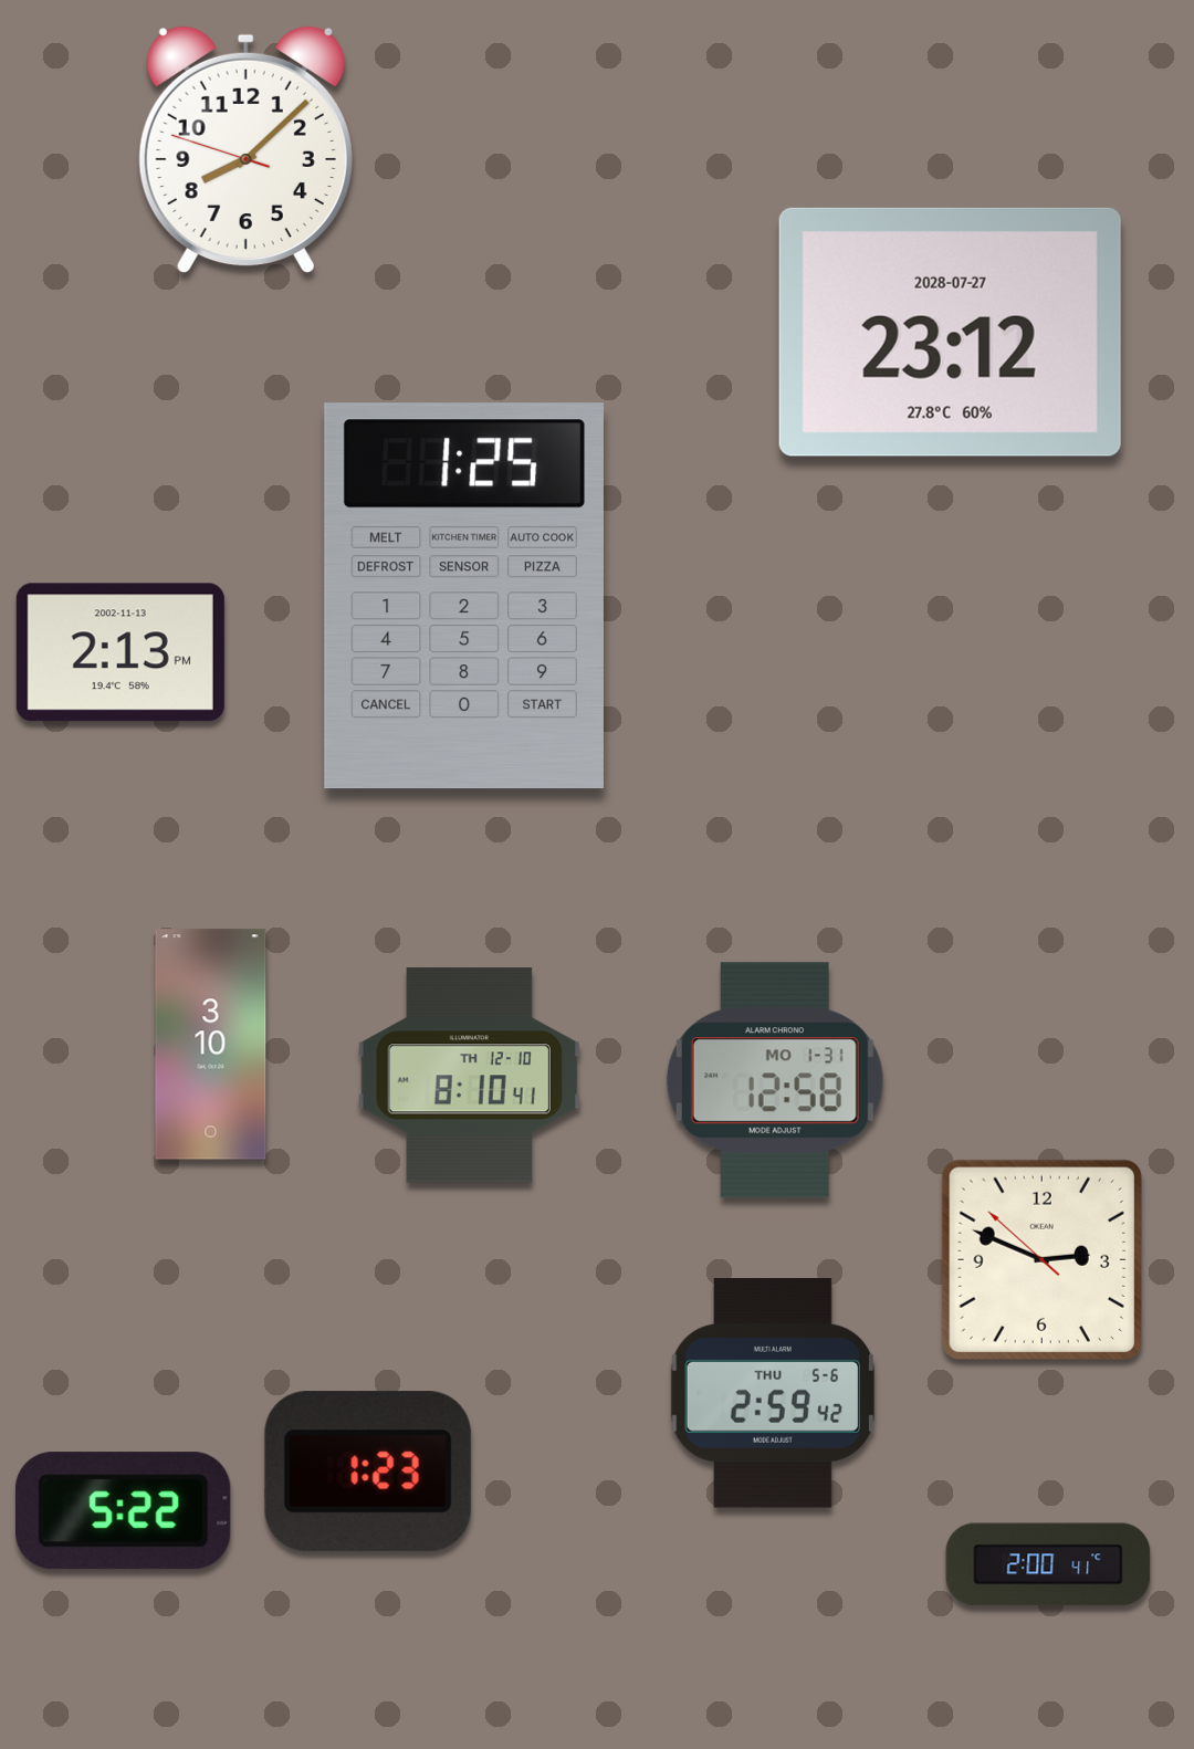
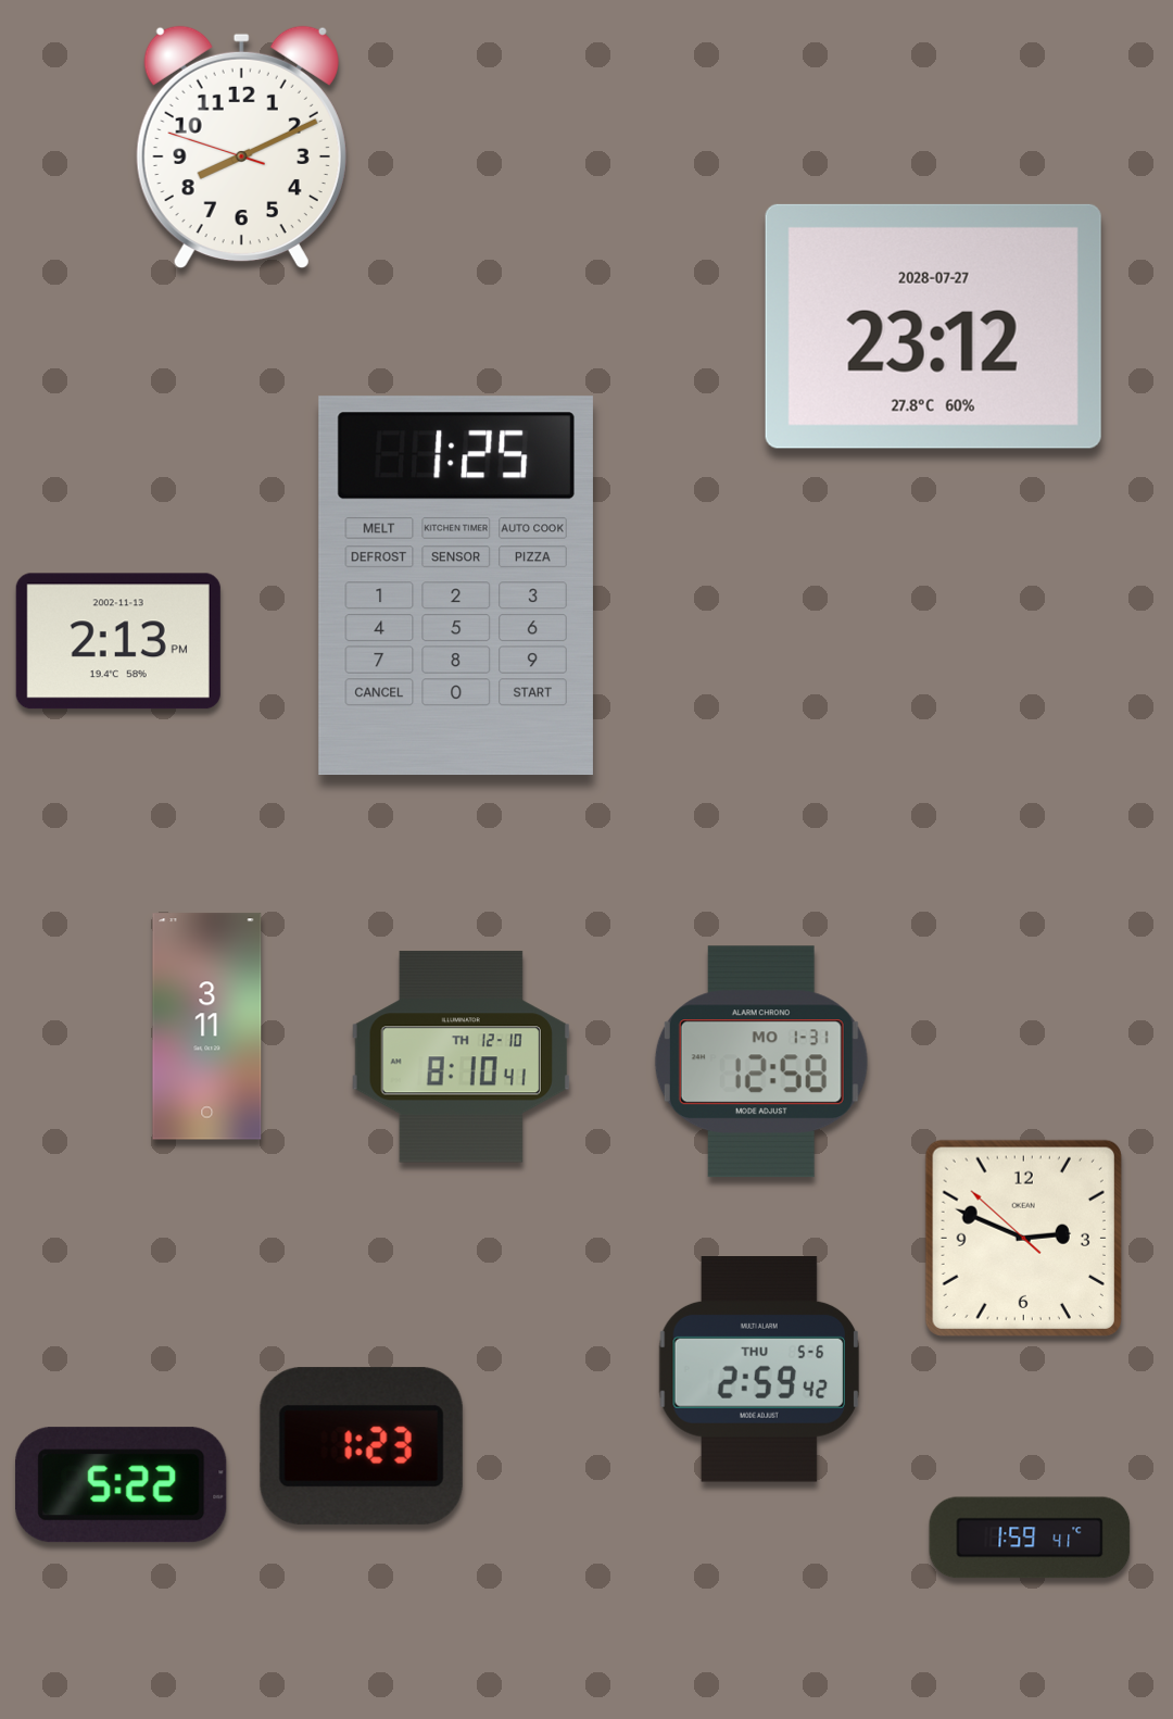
clock at (245, 150): 8:07 -> 8:10
clock at (211, 1045): 3:10 -> 3:11
clock at (1048, 1564): 2:00 -> 1:59
